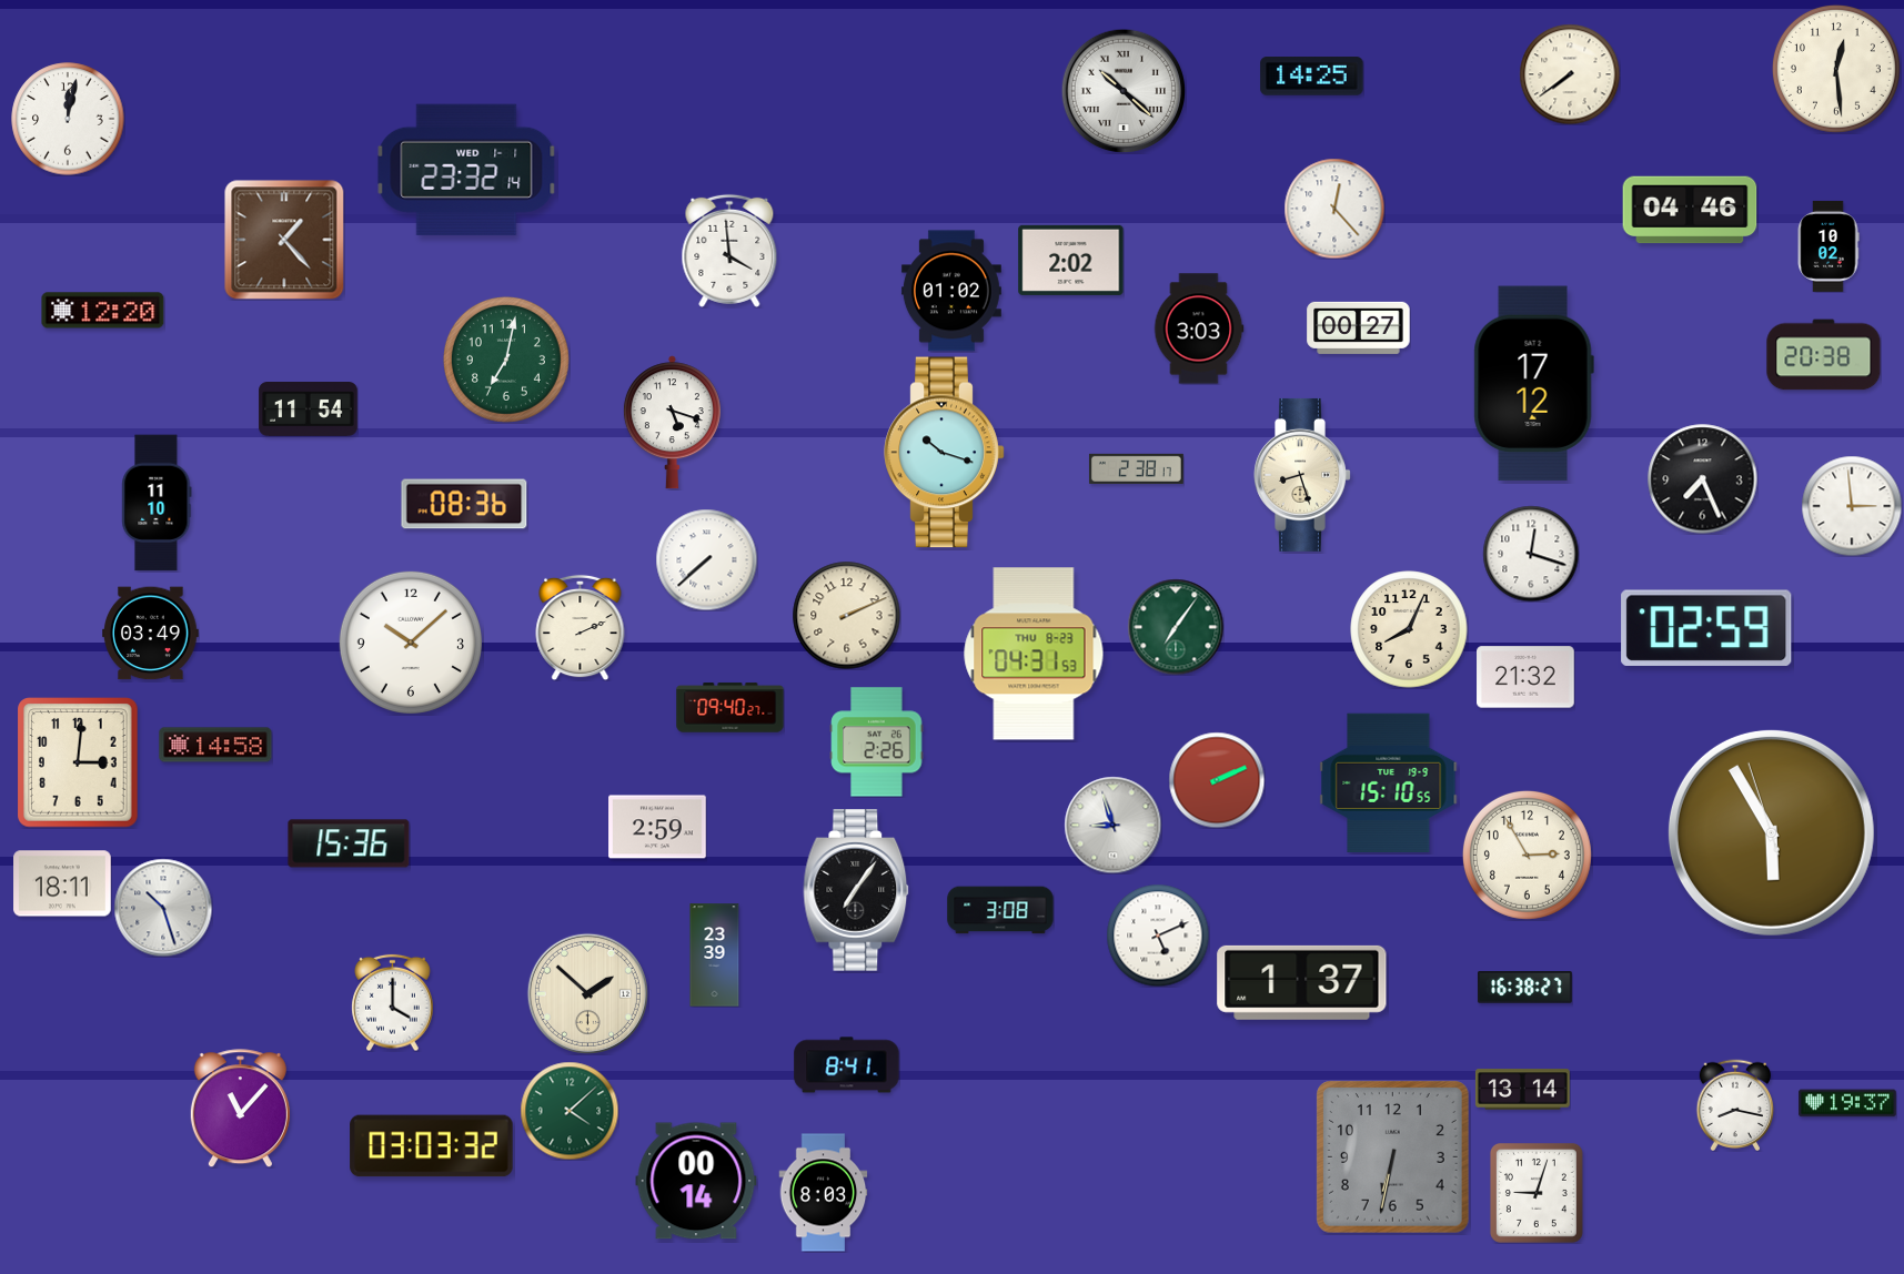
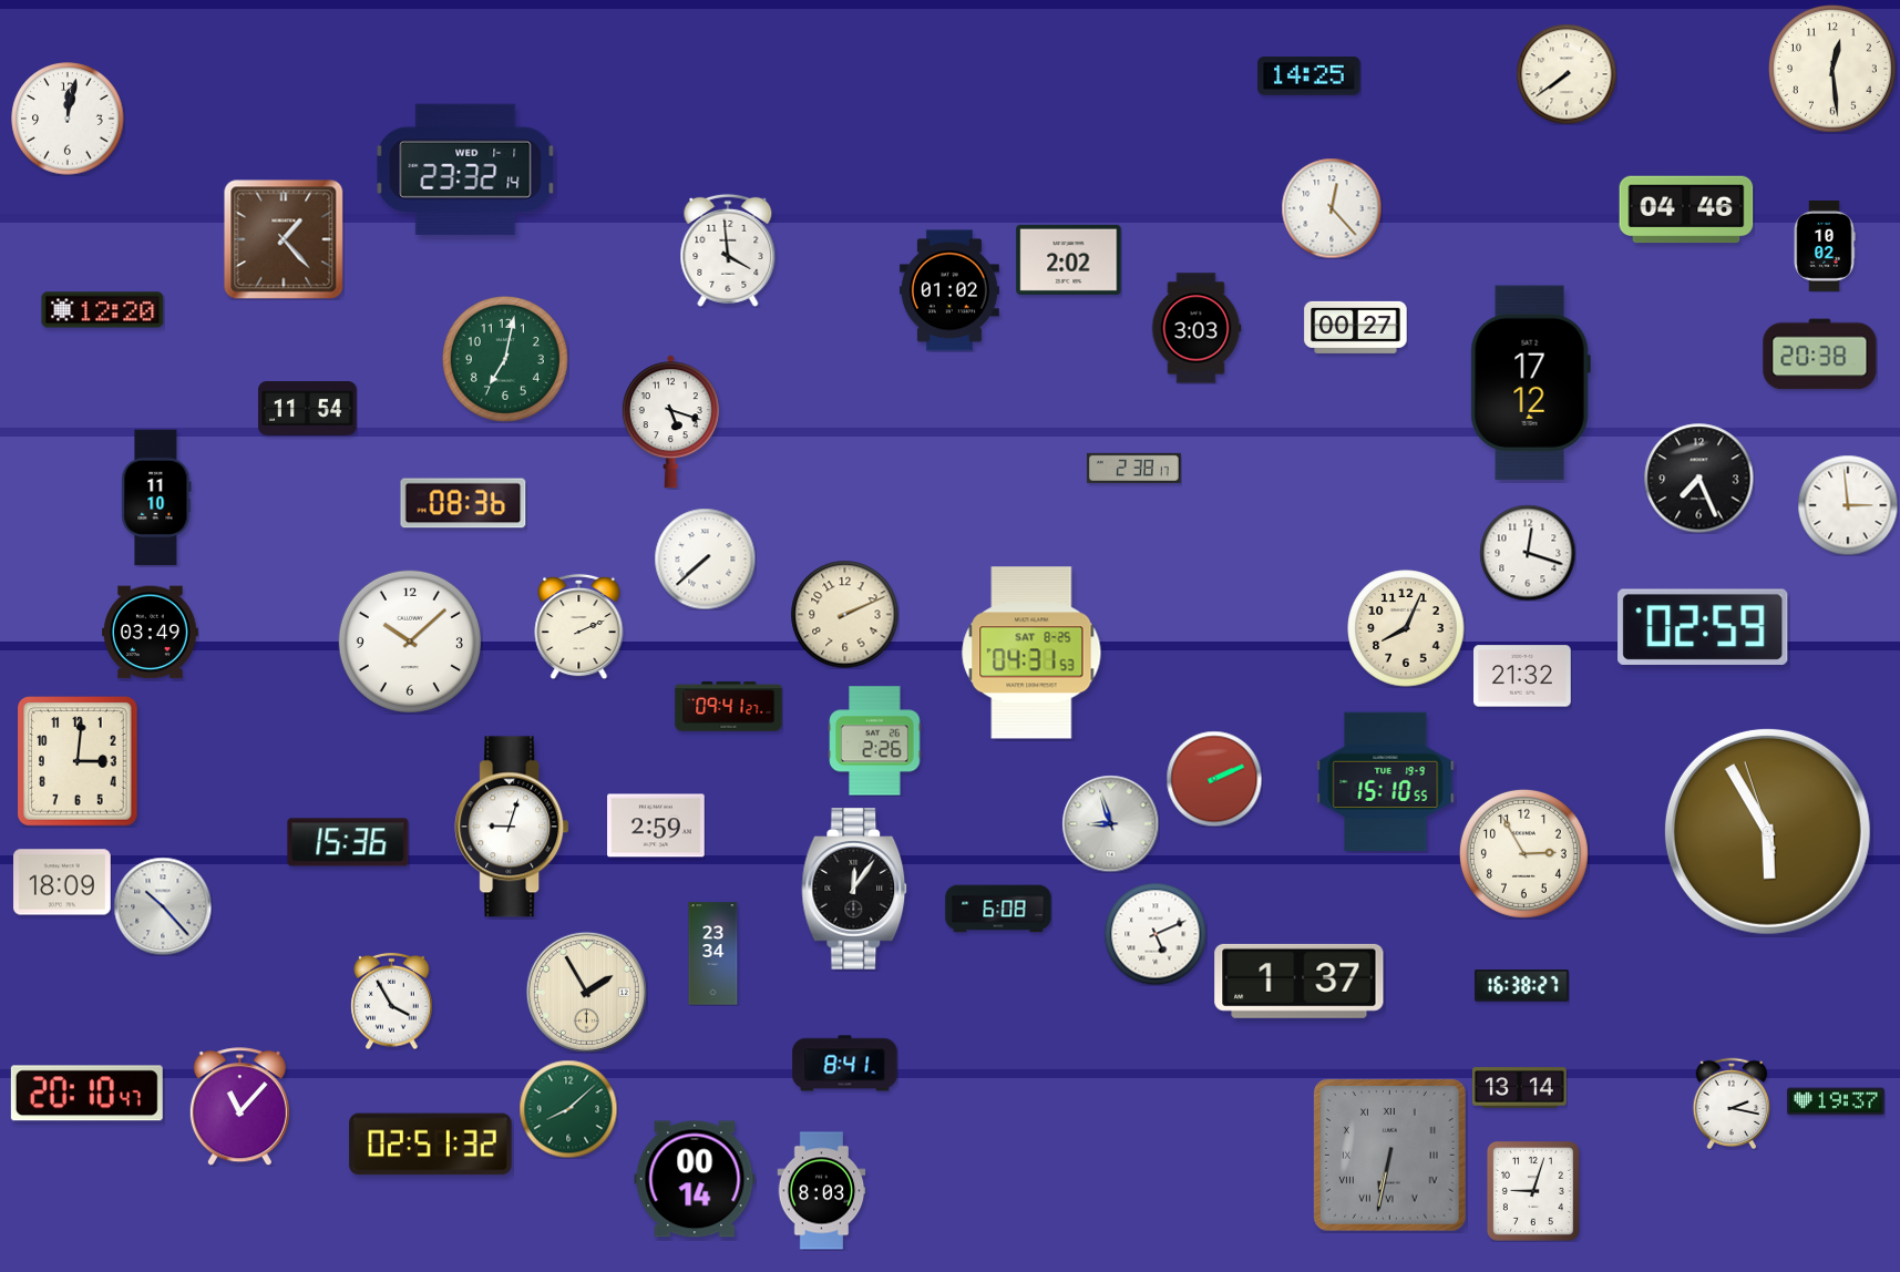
clock at (1122, 90): 10:22 -> none
clock at (945, 453): 10:18 -> none
clock at (1302, 475): 8:27 -> none
clock at (157, 503) position: (157, 503) -> (156, 497)
clock at (1176, 627): 7:06 -> none
clock at (1034, 654) date: THU 8-23 -> SAT 8-25
clock at (731, 708): 09:40 -> 09:41
clock at (215, 745): 14:58 -> none
clock at (512, 827): none -> 9:03
clock at (62, 883): 18:11 -> 18:09
clock at (856, 890): 7:06 -> 12:06
clock at (163, 908): 10:27 -> 10:23
clock at (1000, 910): 3:08 -> 6:08
clock at (715, 956): 23:39 -> 23:34
clock at (587, 993): 1:52 -> 1:55
clock at (393, 1002): 4:00 -> 3:55
clock at (86, 1094): none -> 20:10
clock at (1847, 1103) position: (1847, 1103) -> (1836, 1101)
clock at (1735, 1104): 8:17 -> 2:17
clock at (570, 1111): 4:08 -> 8:08
clock at (432, 1146): 03:03 -> 02:51
clock at (1393, 1157) numerals: Arabic -> Roman
